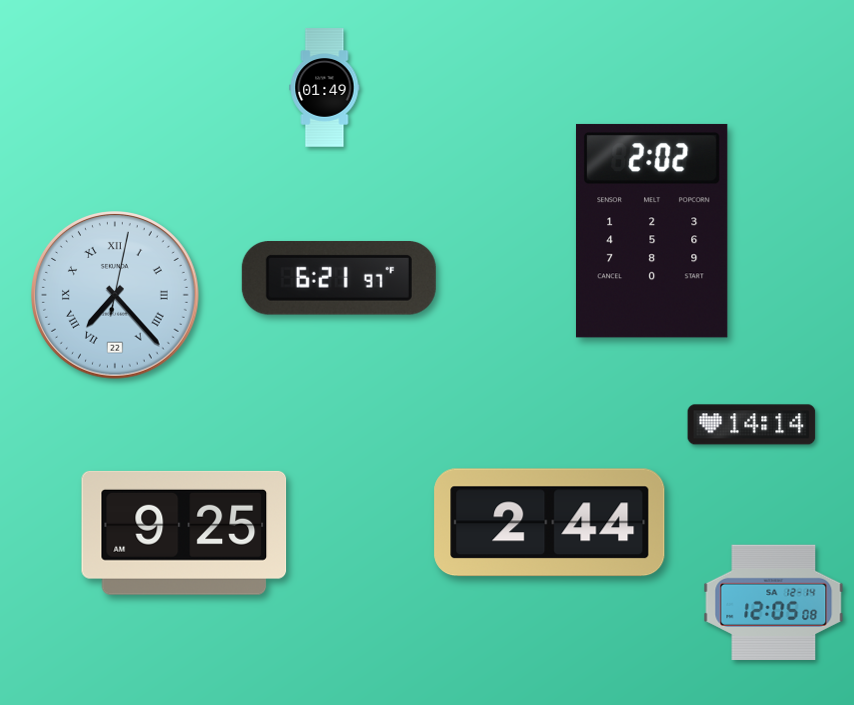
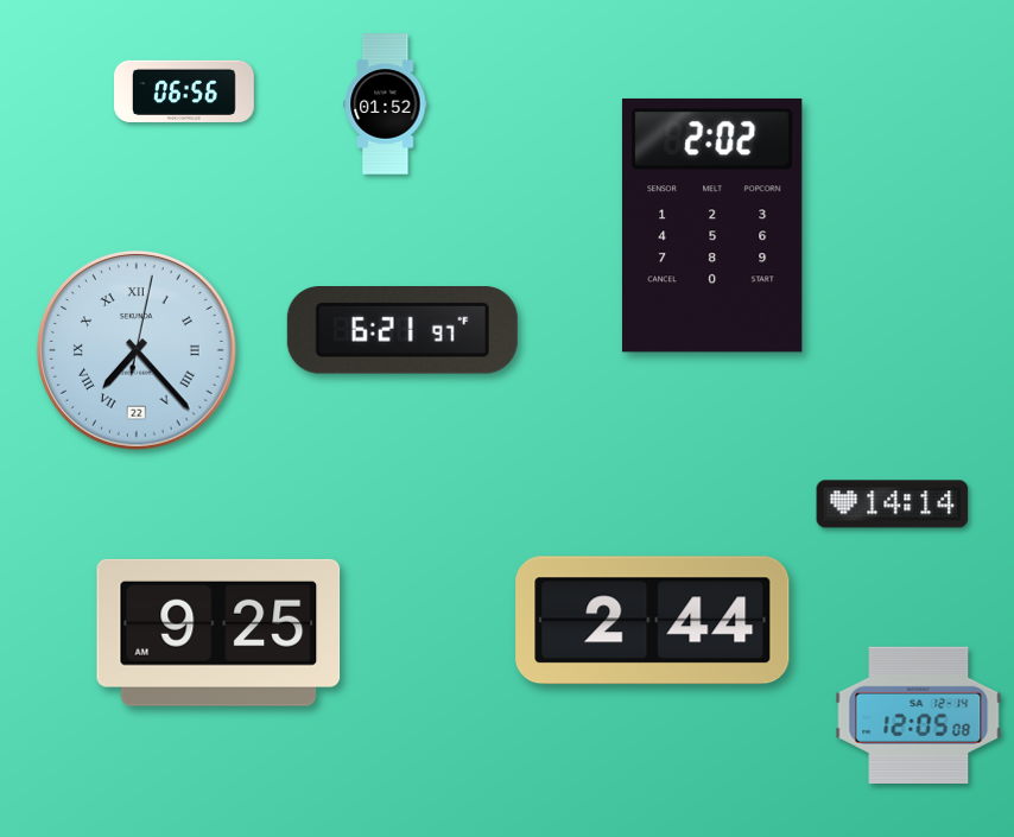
clock at (185, 91): none -> 06:56
clock at (325, 88): 01:49 -> 01:52
clock at (652, 231) position: (652, 231) -> (712, 226)
